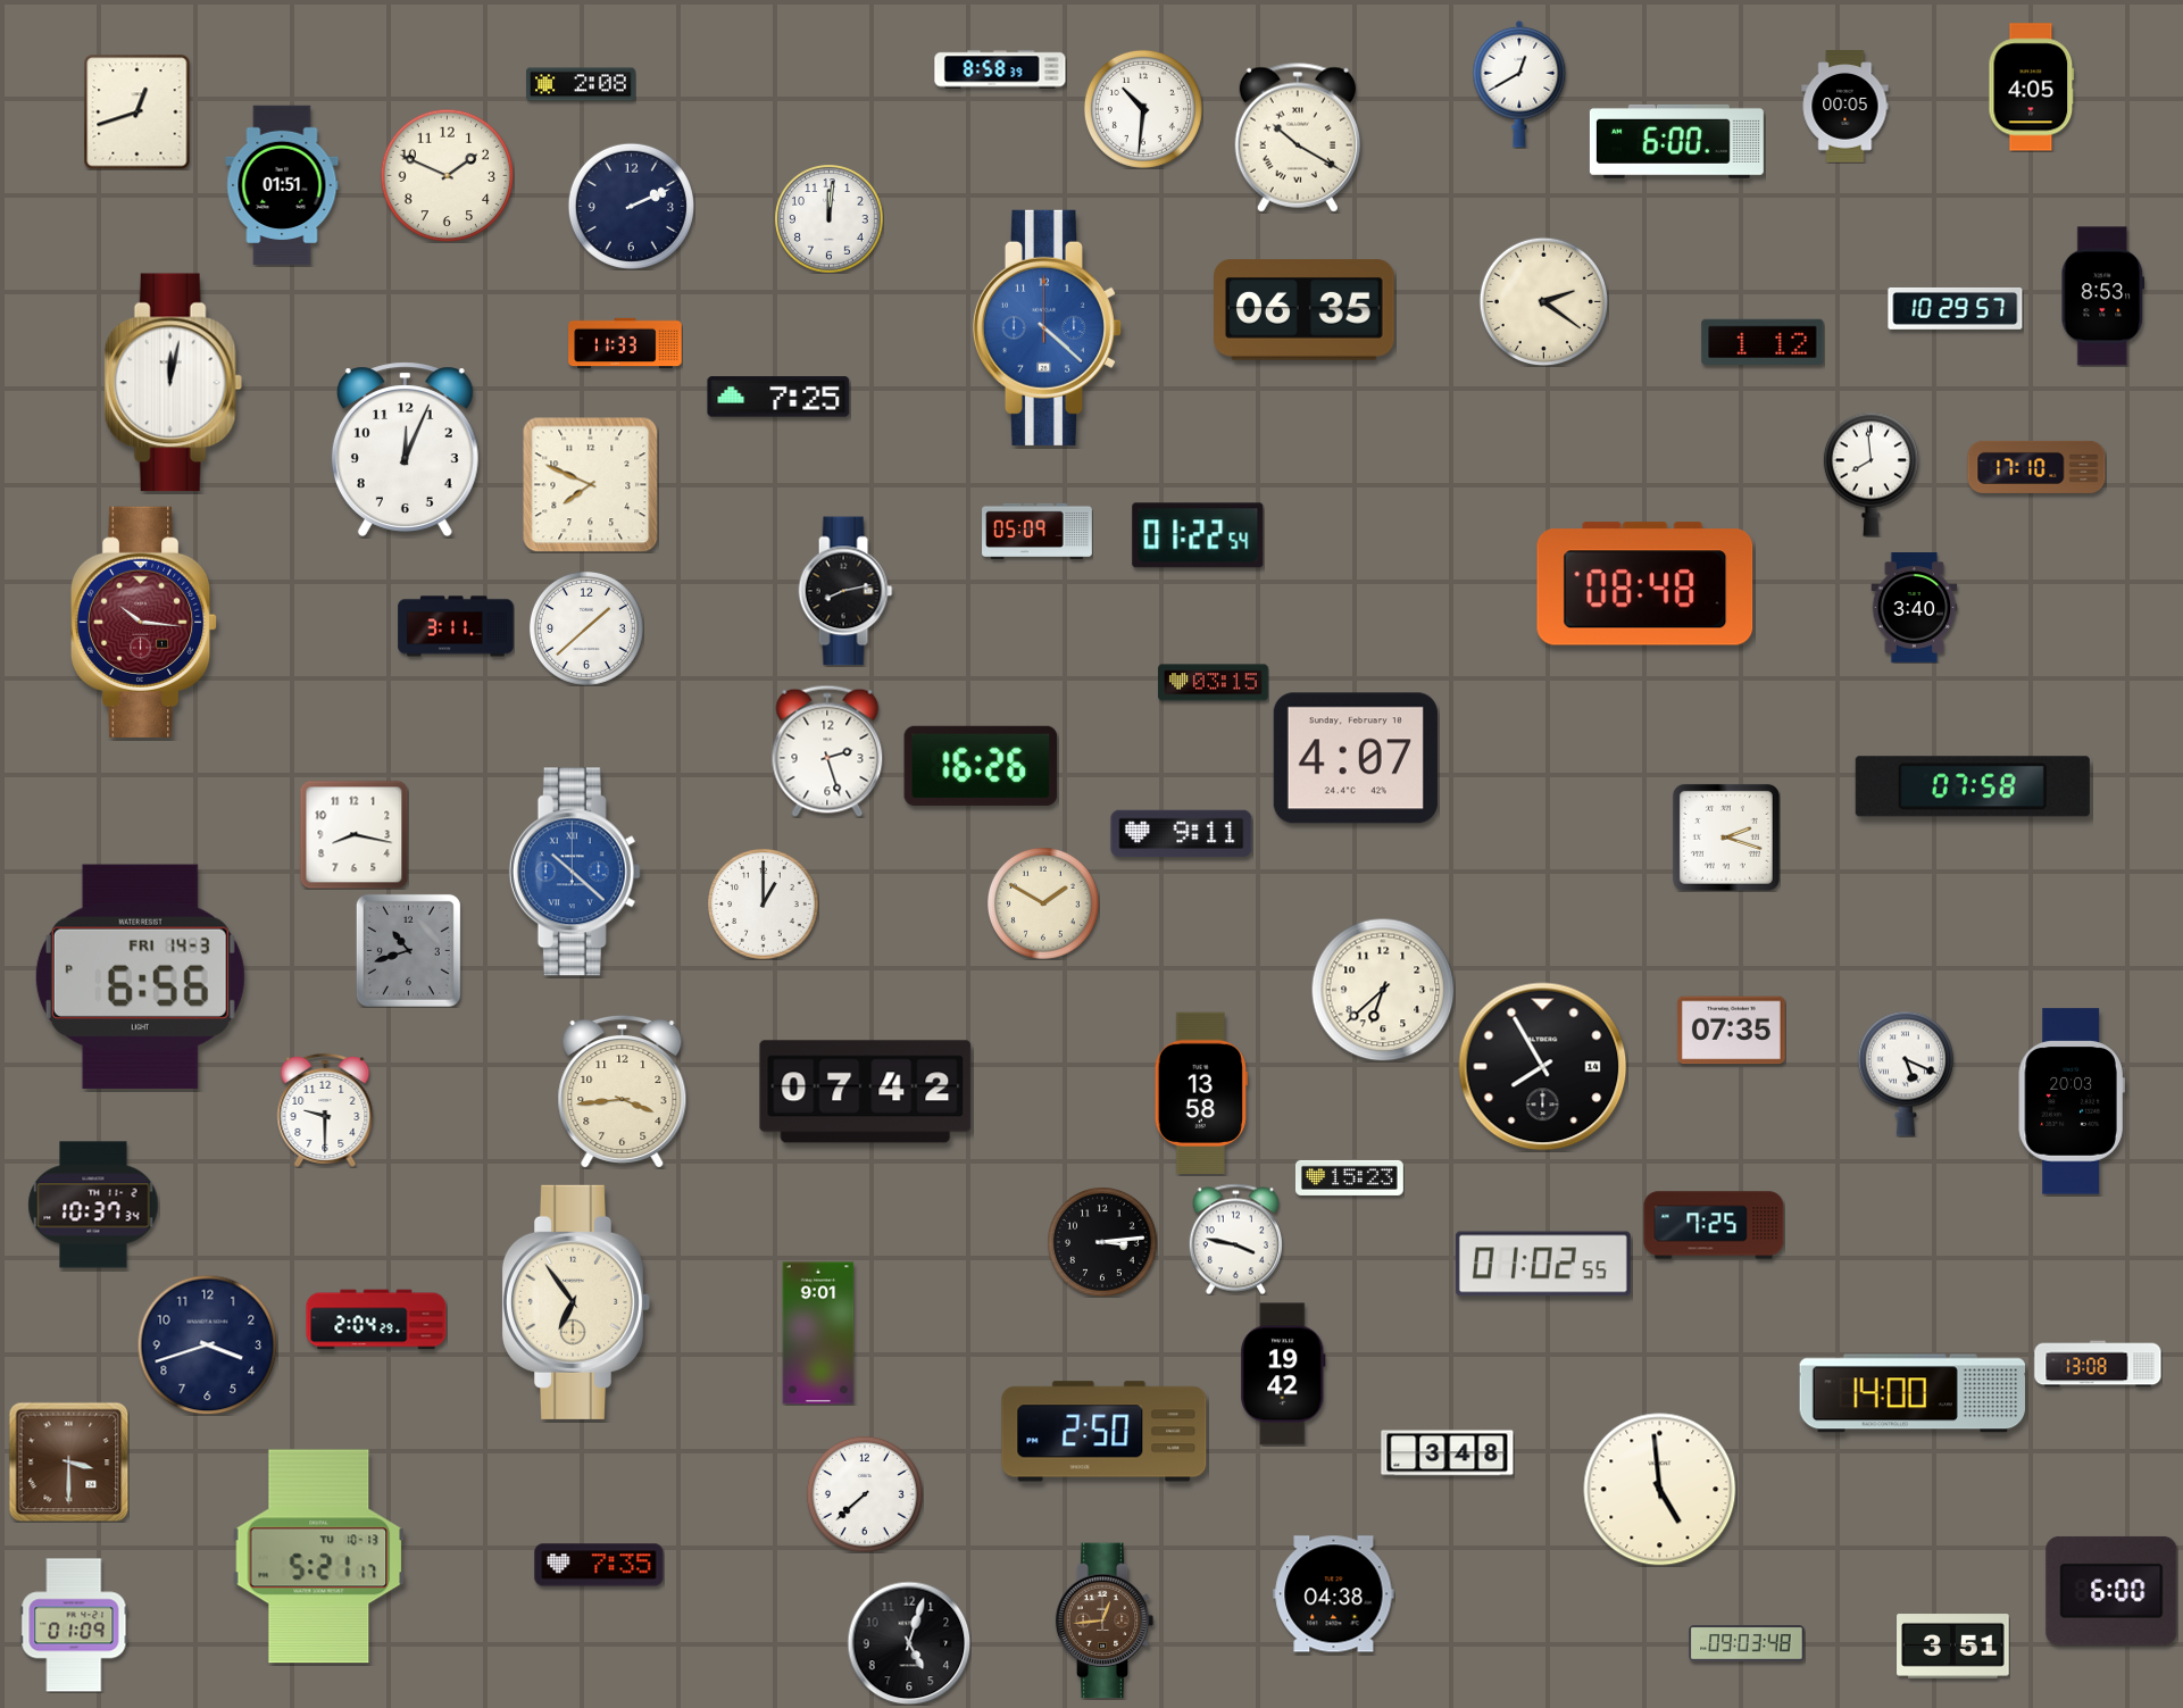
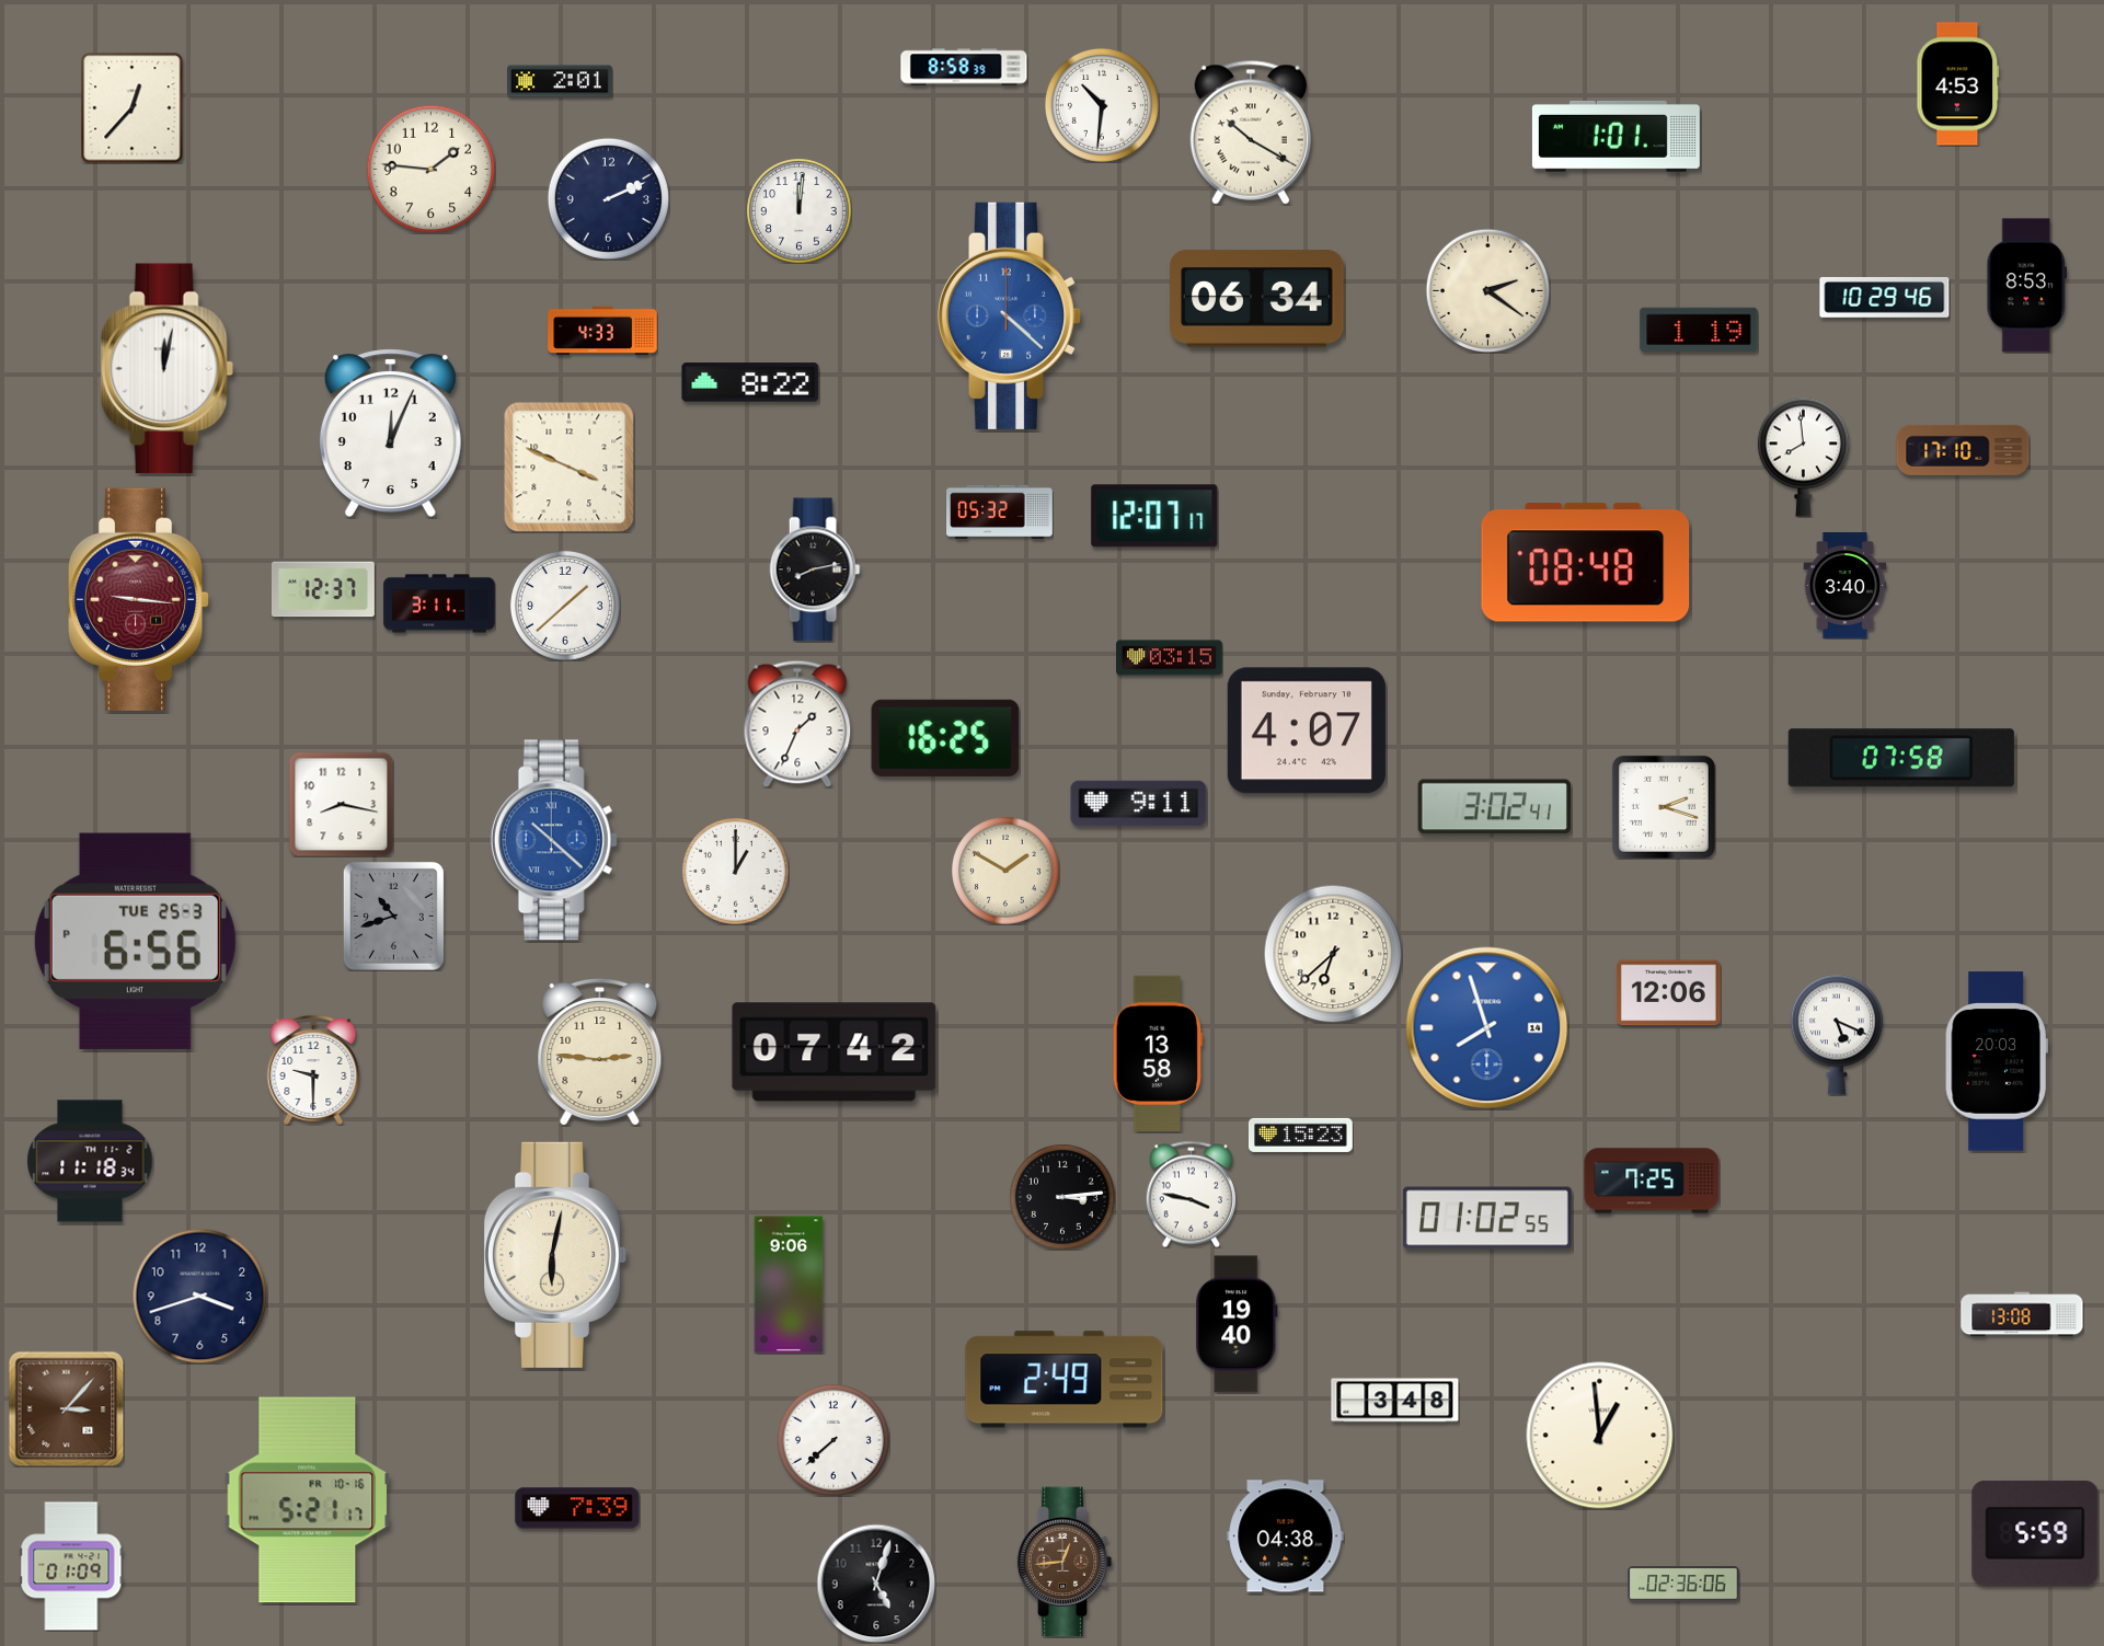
clock at (582, 84): 2:08 -> 2:01
clock at (1519, 84): 12:40 -> none
clock at (2032, 88): 4:05 -> 4:53
clock at (1845, 107): 00:05 -> none
clock at (138, 111): 12:42 -> 12:37
clock at (1676, 141): 6:00 -> 1:01
clock at (447, 175): 1:49 -> 1:46
clock at (282, 185): 01:51 -> none
clock at (1956, 308): 10:29:57 -> 10:29:46
clock at (1305, 310): 06:35 -> 06:34
clock at (1763, 341): 1:12 -> 1:19
clock at (625, 343): 11:33 -> 4:33
clock at (778, 397): 7:25 -> 8:22
clock at (590, 484): 7:49 -> 3:49
clock at (1038, 531): 05:09 -> 05:32
clock at (1198, 535): 01:22 -> 12:07
clock at (323, 589): none -> 12:37
clock at (144, 622): 10:16 -> 9:16
clock at (827, 751): 2:27 -> 1:34
clock at (981, 766): 16:26 -> 16:25
clock at (1494, 807): none -> 3:02
clock at (140, 976) date: FRI 14-3 -> TUE 25-3
clock at (1731, 1031): 07:35 -> 12:06
clock at (1543, 1067): 7:55 -> 7:57
clock at (1543, 1067) dial: black -> blue
clock at (623, 1091): 3:44 -> 2:46
clock at (93, 1205): 10:37 -> 11:18
clock at (576, 1302): 6:54 -> 6:02
clock at (376, 1319): 2:04 -> none
clock at (818, 1333): 9:01 -> 9:06
clock at (1283, 1374): 19:42 -> 19:40
clock at (1911, 1393): 14:00 -> none
clock at (1105, 1432): 2:50 -> 2:49
clock at (68, 1461): 3:30 -> 3:07
clock at (1660, 1490): 4:59 -> 12:59
clock at (319, 1557) date: TU 10-13 -> FR 10-16
clock at (599, 1565): 7:35 -> 7:39
clock at (2111, 1591): 6:00 -> 5:59
clock at (1747, 1643): 09:03 -> 02:36
clock at (1953, 1647): 3:51 -> none
